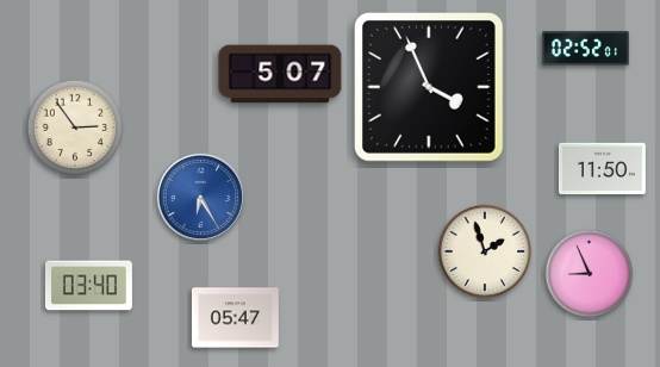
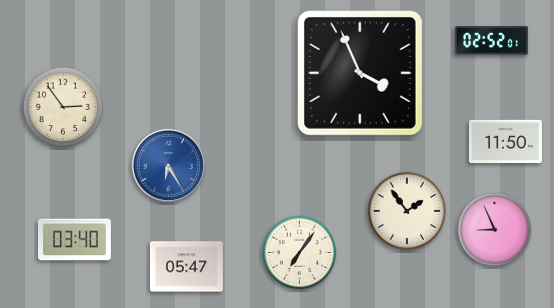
clock at (280, 74): 5:07 -> none
clock at (485, 251): 1:57 -> 1:54
clock at (300, 253): none -> 7:06
clock at (235, 318) position: (235, 318) -> (186, 267)
